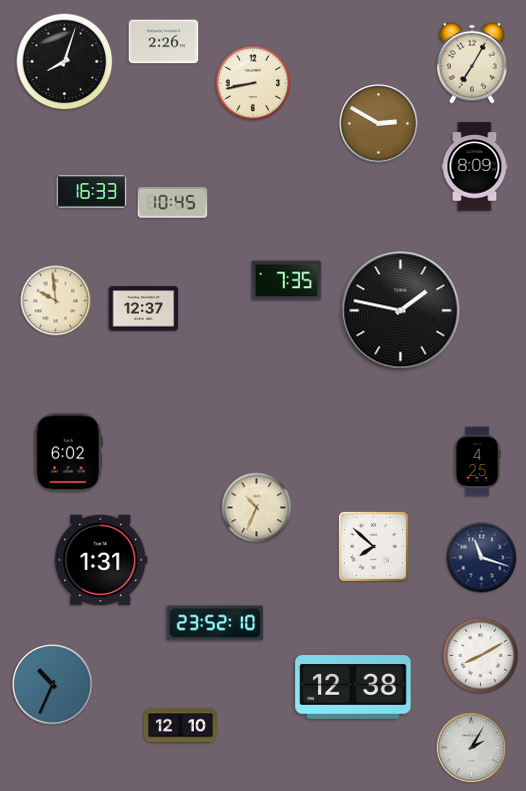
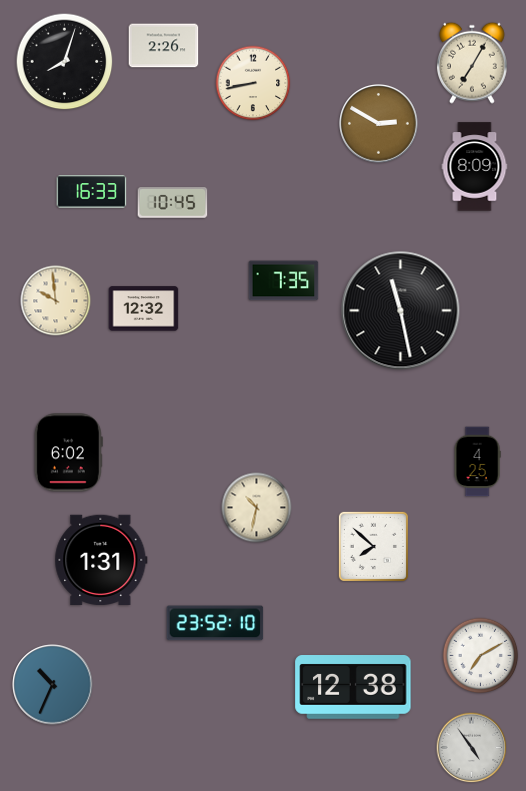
clock at (164, 42) position: (164, 42) -> (164, 46)
clock at (287, 281) position: (287, 281) -> (284, 281)
clock at (144, 309): 12:37 -> 12:32
clock at (401, 311): 1:47 -> 11:28
clock at (257, 508): 10:34 -> 10:32
clock at (482, 558): 11:18 -> none
clock at (481, 656): 8:10 -> 7:10
clock at (180, 726): 12:10 -> none
clock at (472, 748): 2:05 -> 4:54
